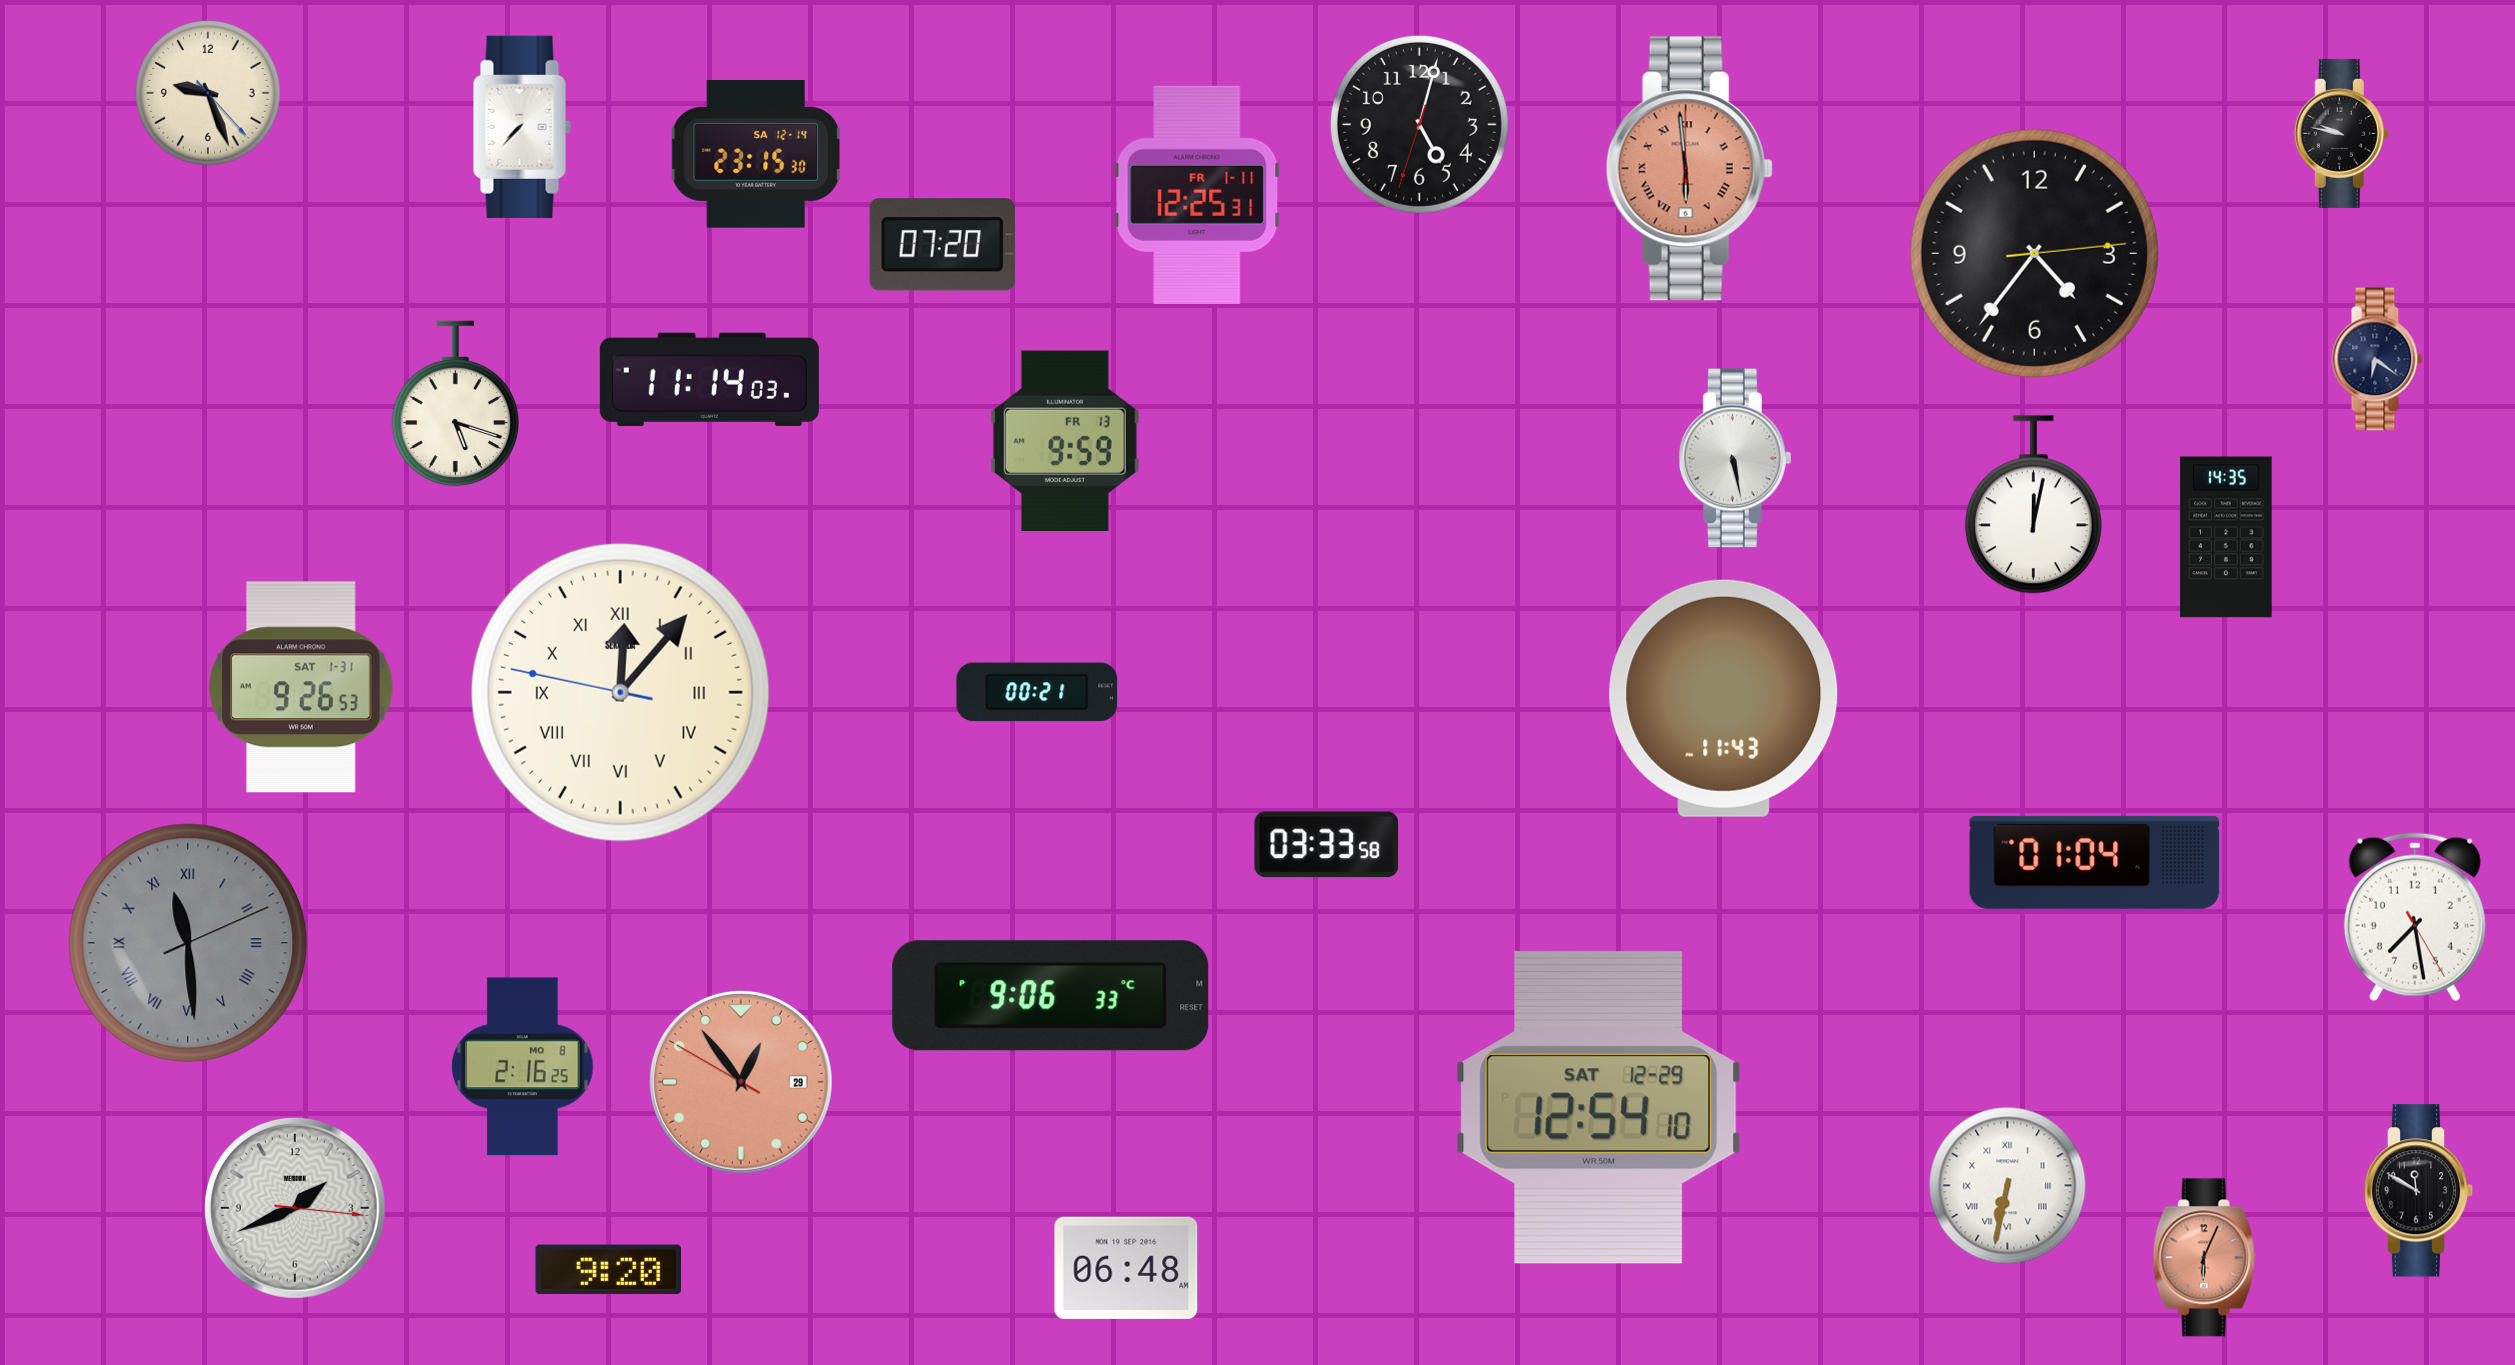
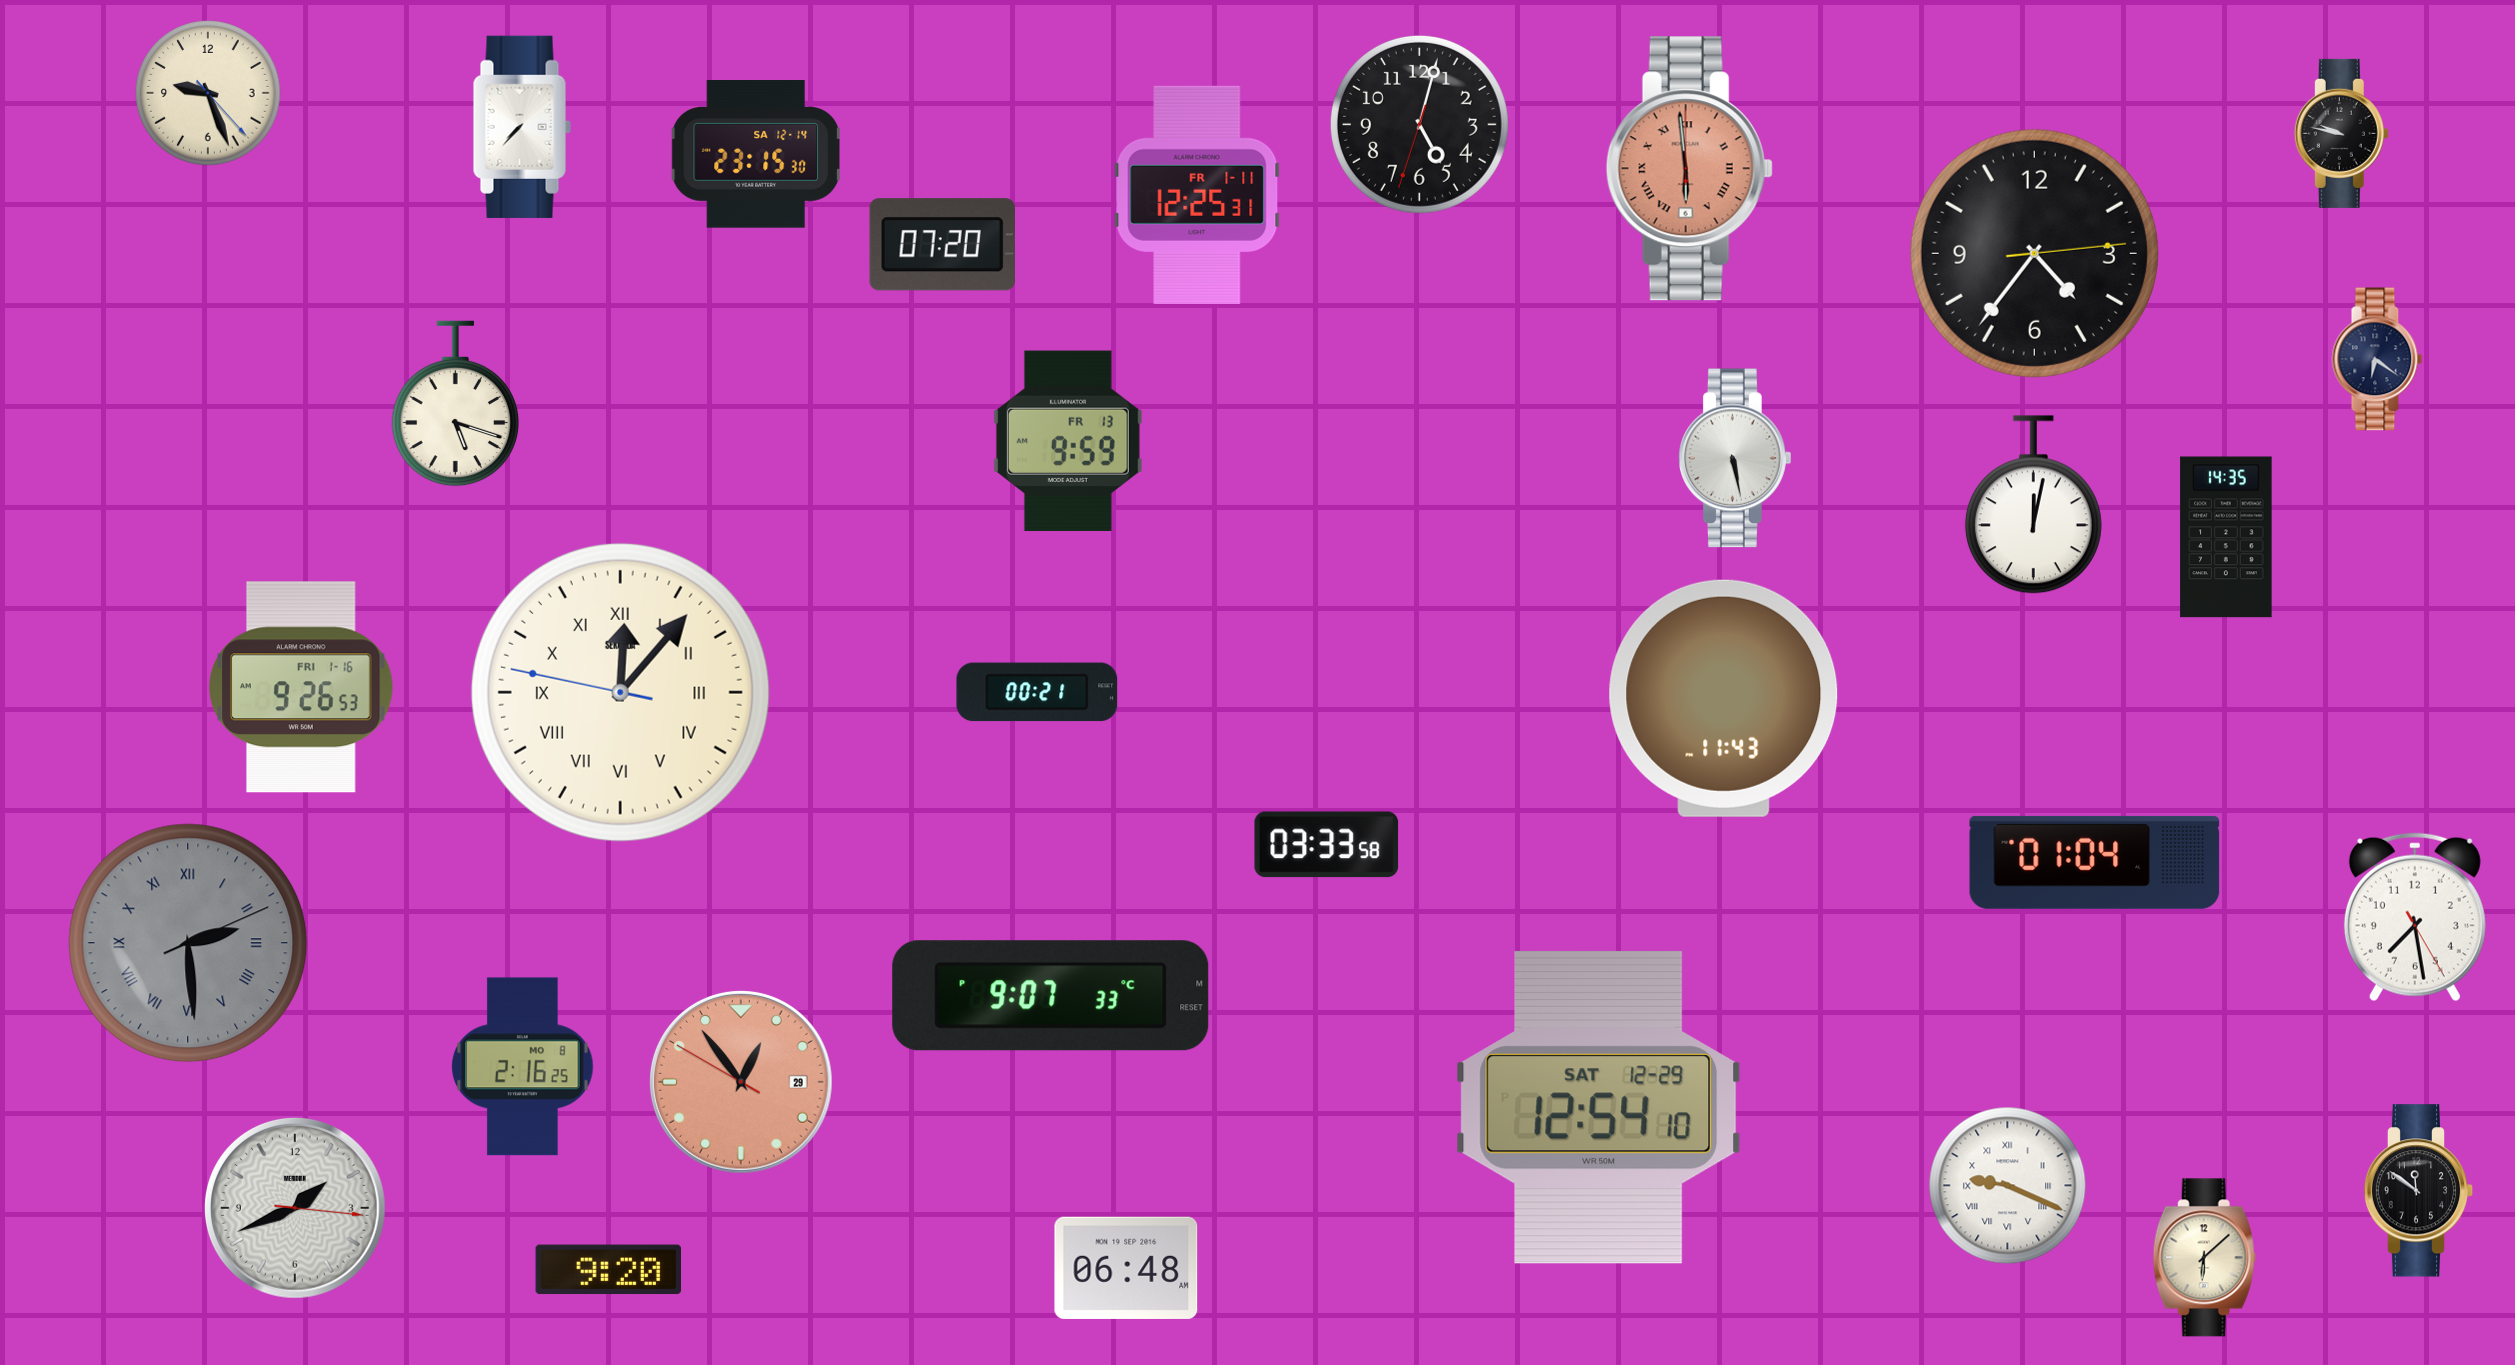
clock at (709, 379): 11:14 -> none
clock at (1065, 440) position: (1065, 440) -> (1068, 440)
clock at (301, 687) date: SAT 1-31 -> FRI 1-16
clock at (188, 943): 11:29 -> 2:29
clock at (1051, 996): 9:06 -> 9:07
clock at (2008, 1186): 6:32 -> 9:19
clock at (2419, 1191): 11:50 -> 11:51
clock at (2204, 1258): 6:04 -> 6:08
clock at (2204, 1258) dial: salmon -> cream
